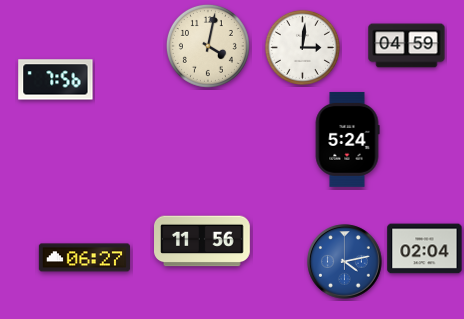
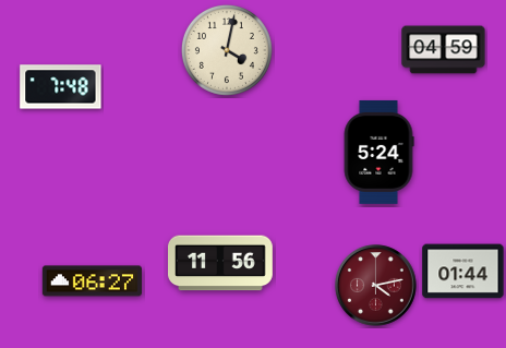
clock at (302, 47): 3:01 -> none
clock at (56, 80): 7:56 -> 7:48
clock at (425, 249): 02:04 -> 01:44
clock at (345, 262) dial: blue -> burgundy
